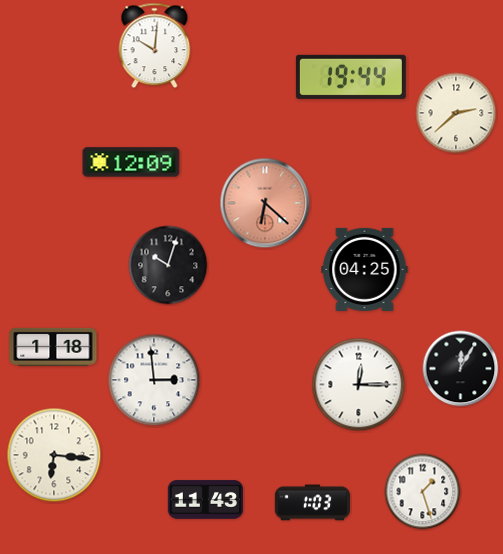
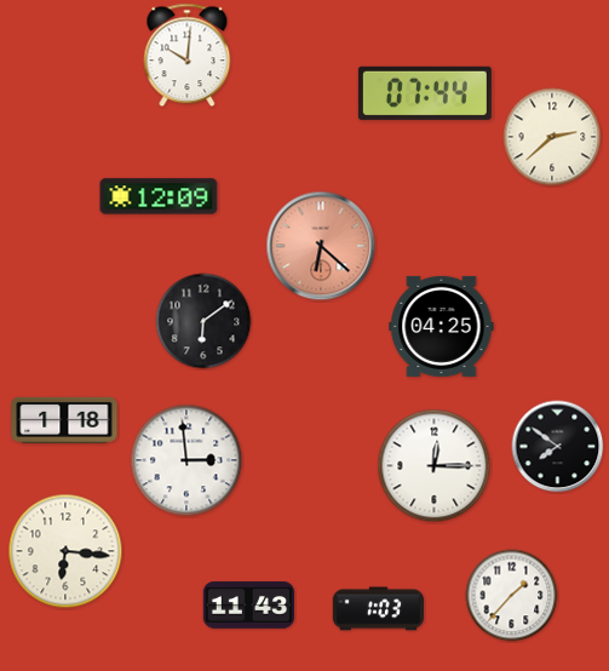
clock at (351, 77): 19:44 -> 07:44
clock at (168, 265): 10:03 -> 6:09
clock at (461, 369): 12:05 -> 7:51
clock at (423, 492): 1:27 -> 1:37
